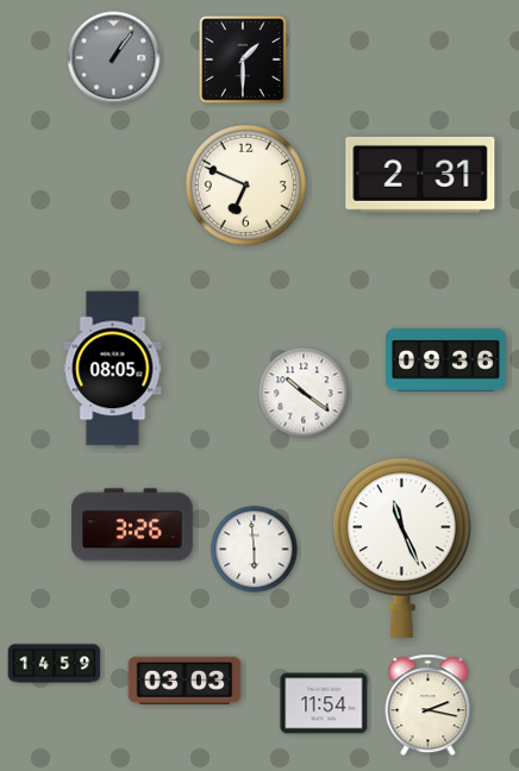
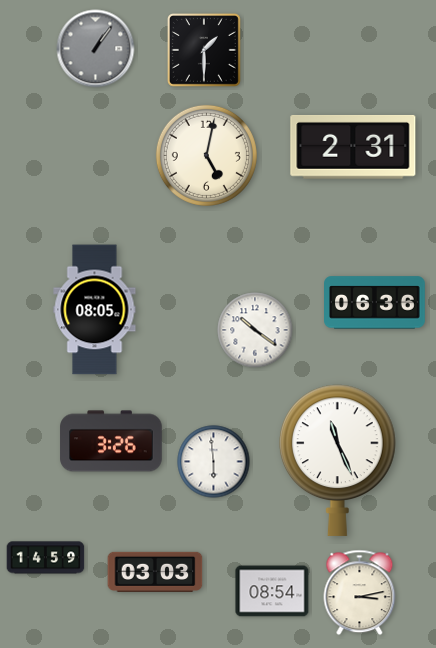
clock at (245, 184): 6:49 -> 5:02
clock at (446, 361): 09:36 -> 06:36
clock at (324, 703): 11:54 -> 08:54
clock at (429, 706): 2:17 -> 3:13
